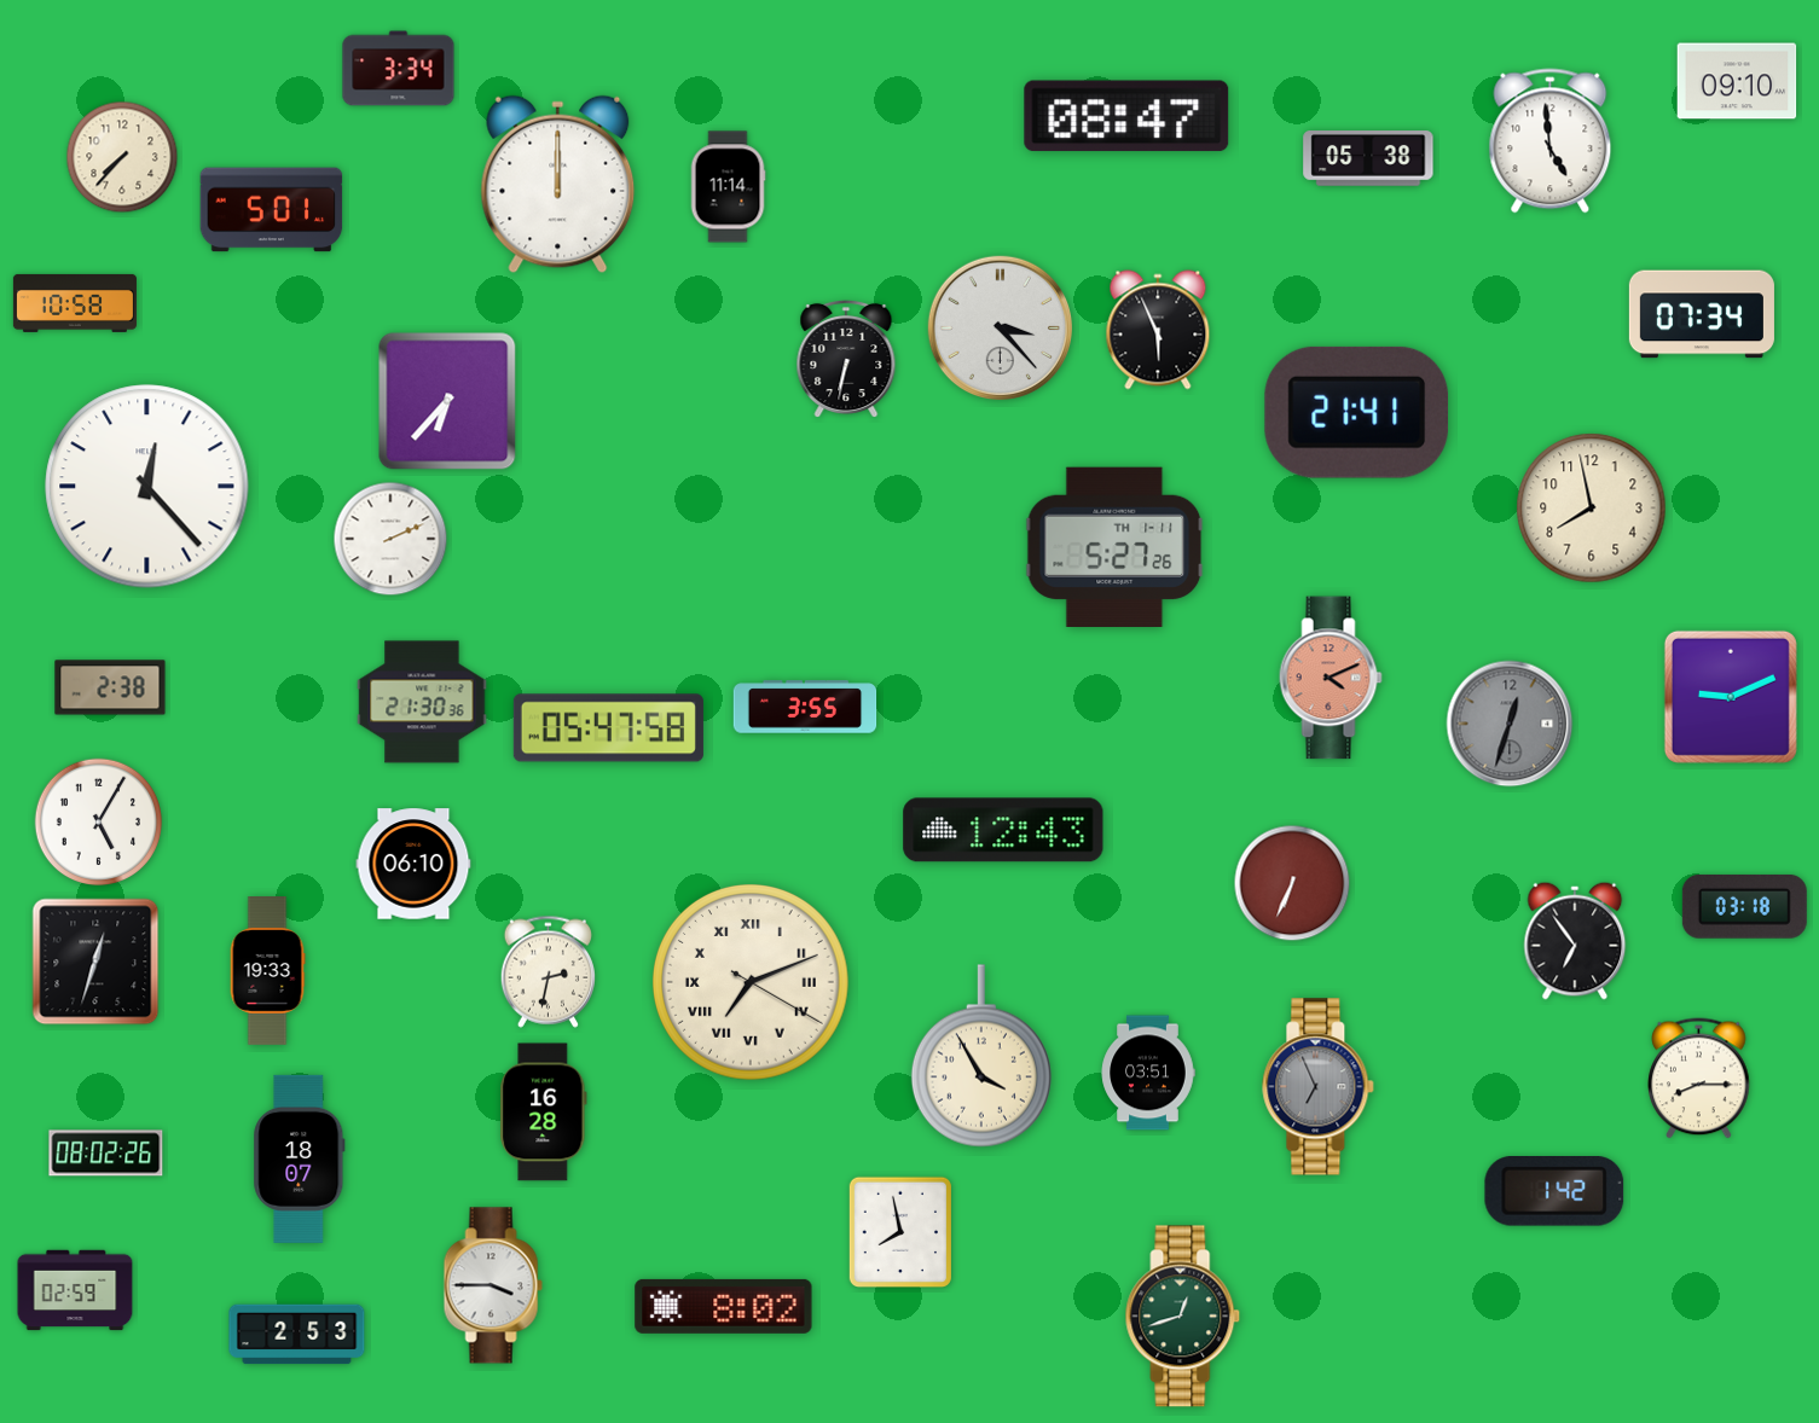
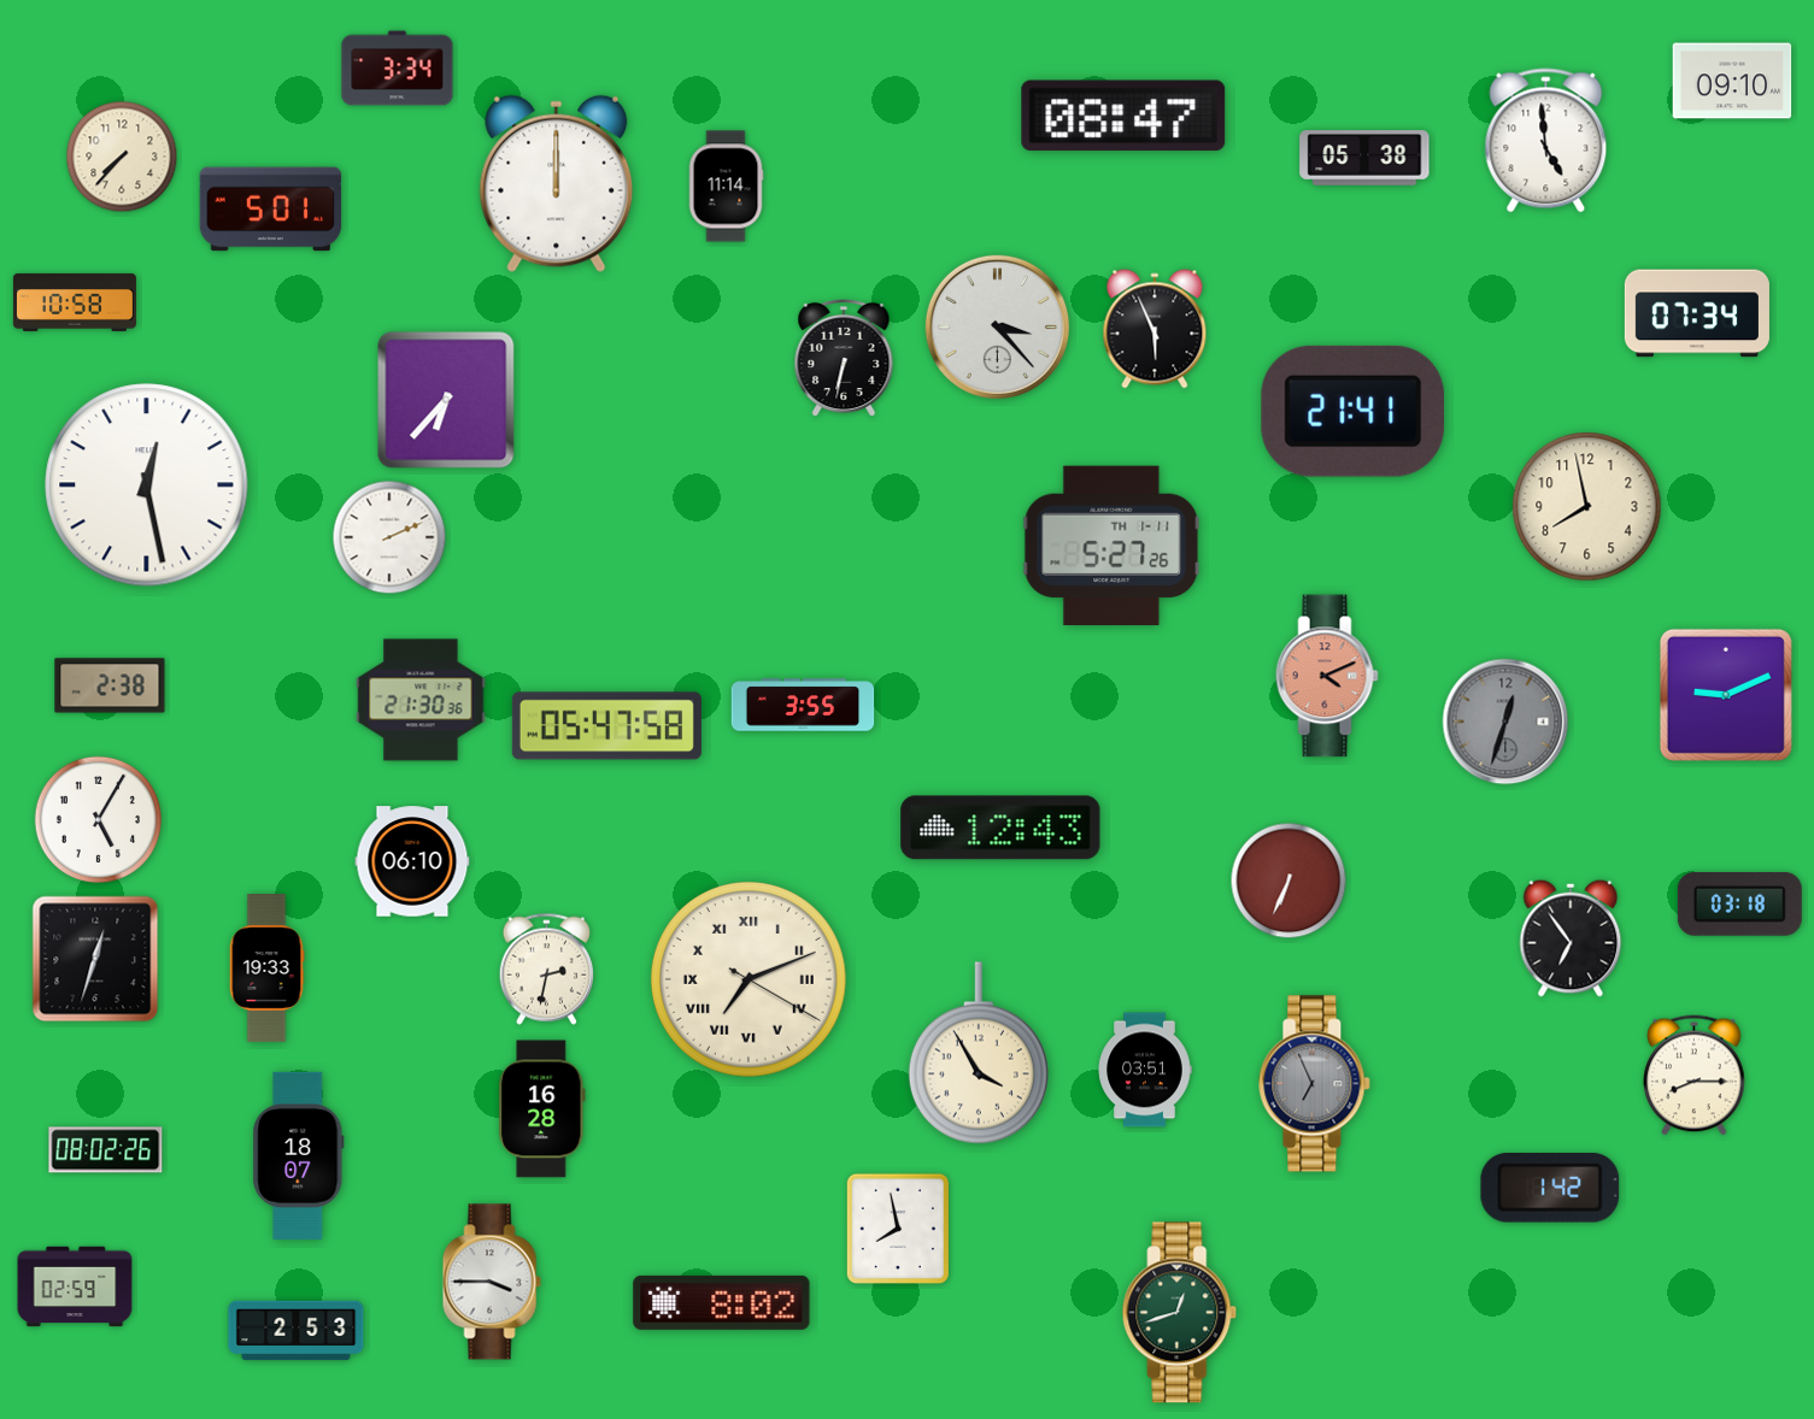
clock at (147, 487): 12:23 -> 12:28
